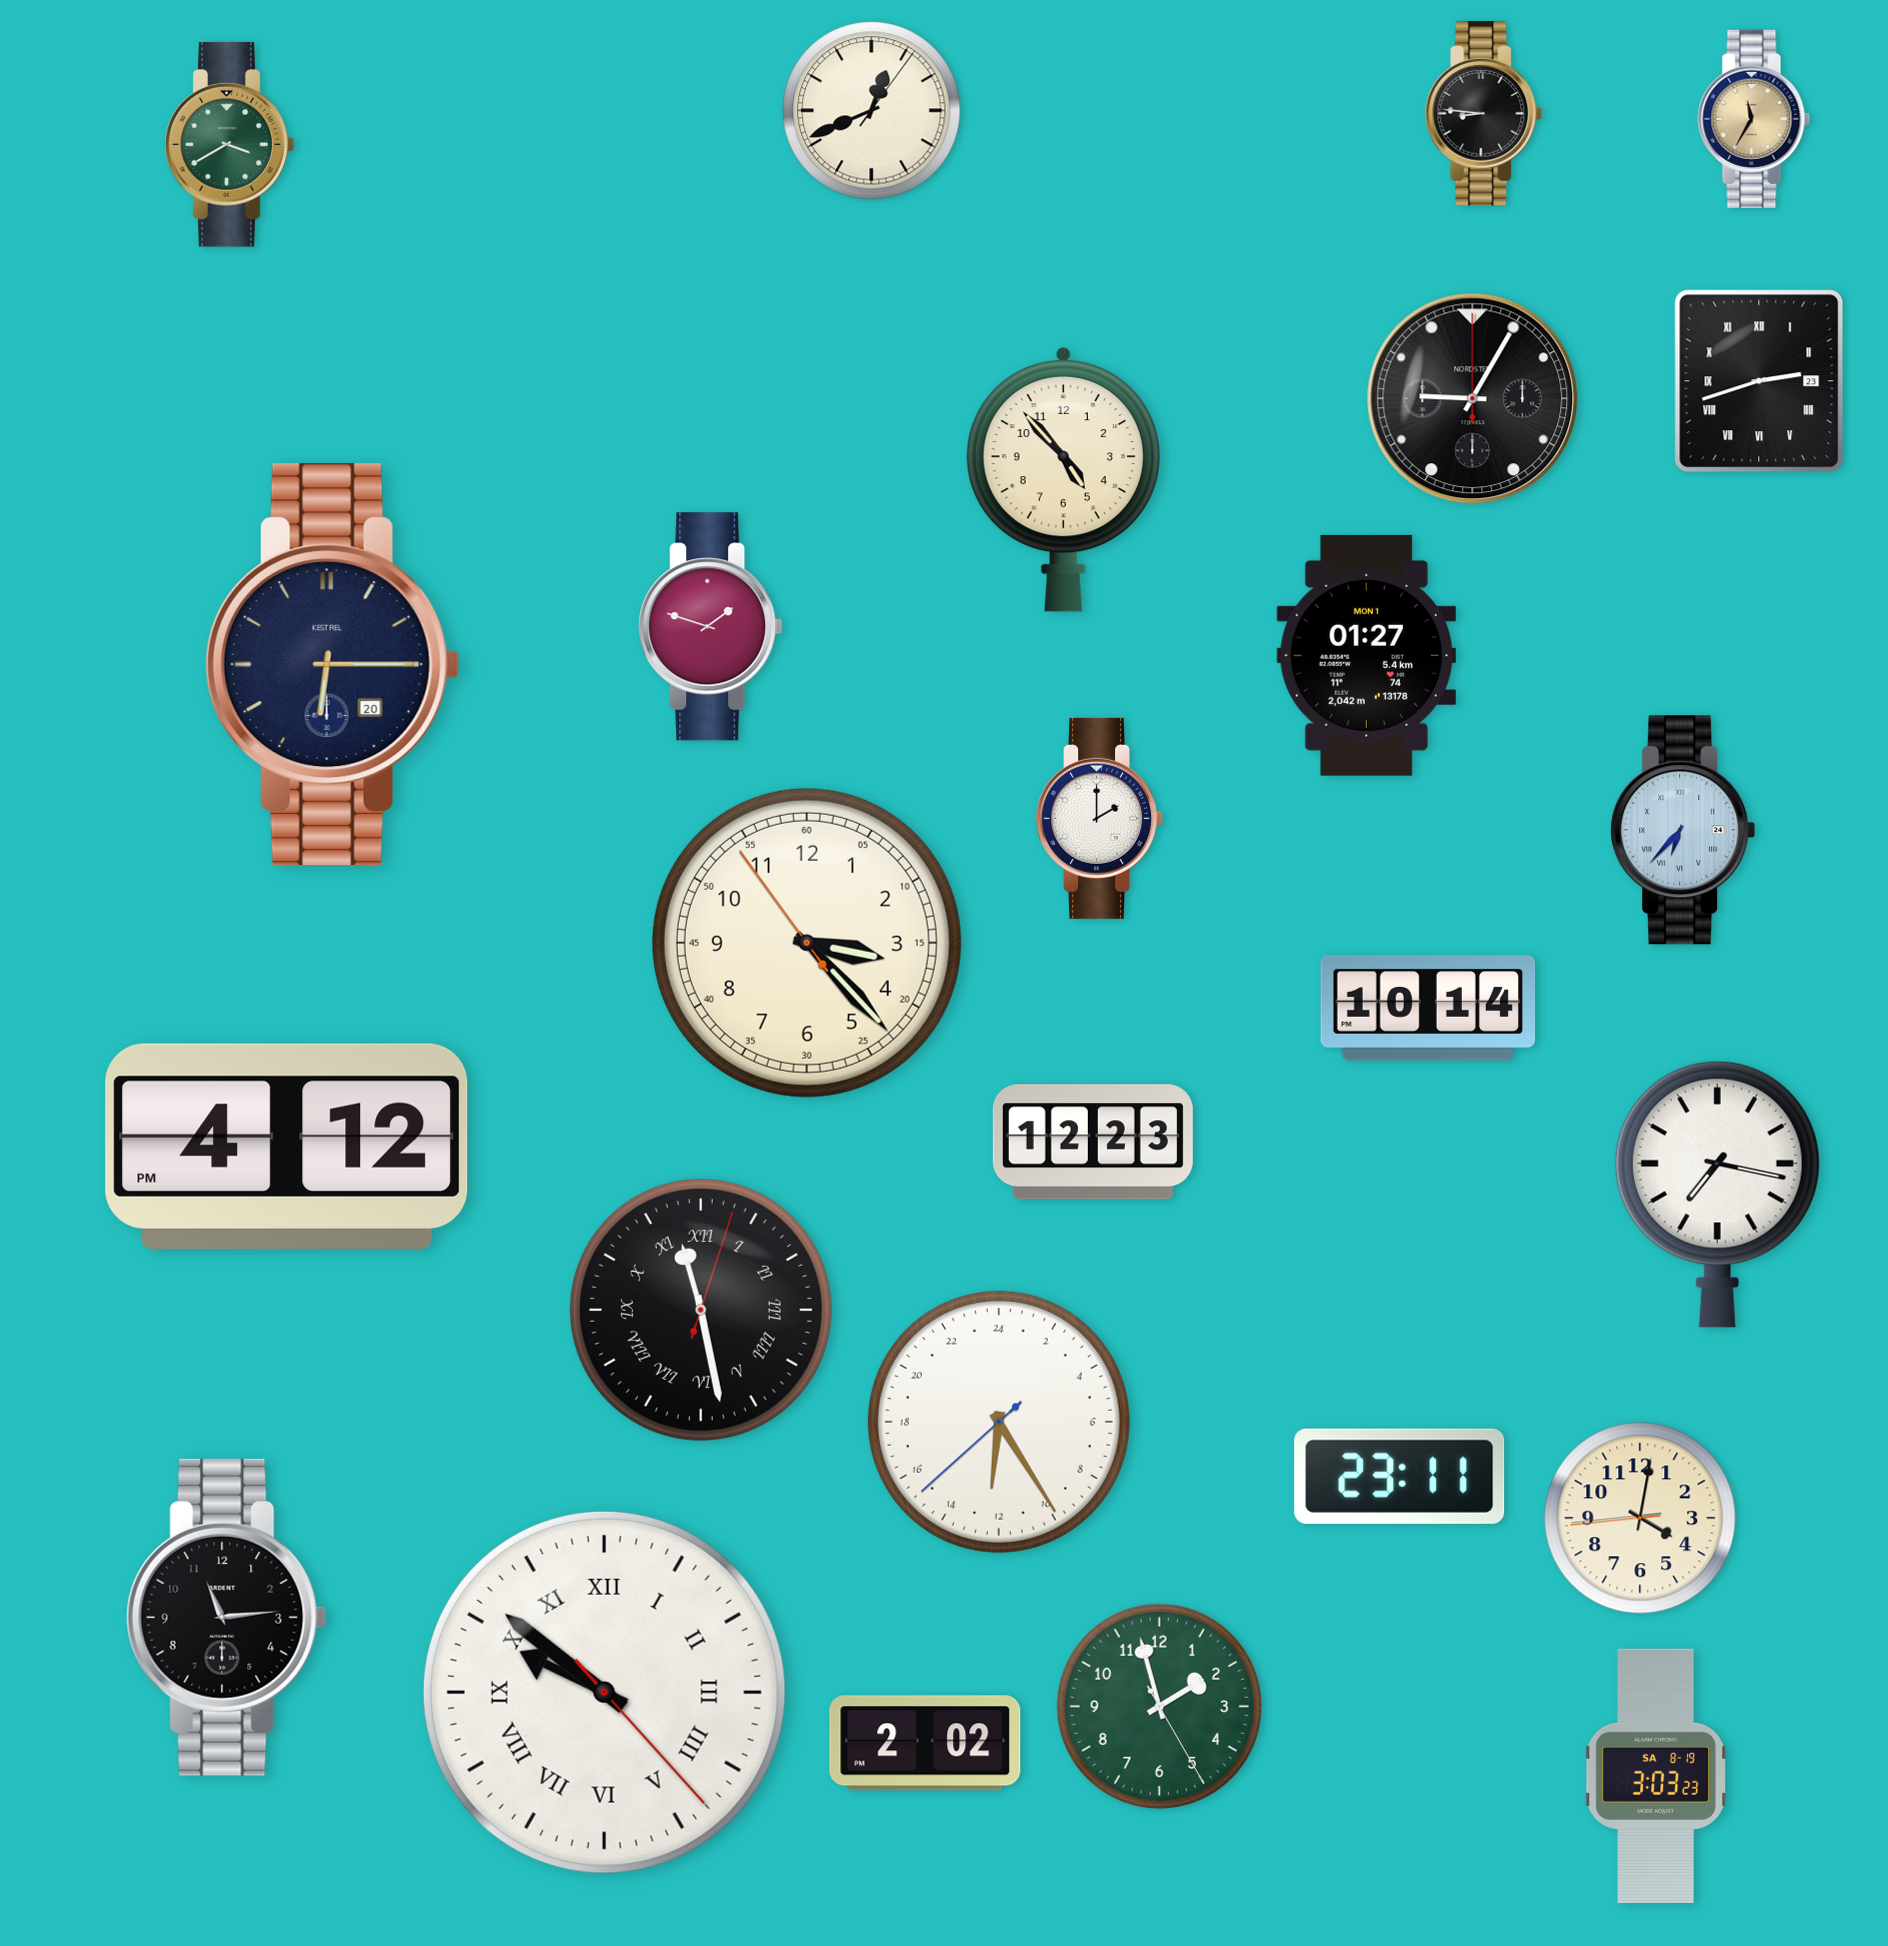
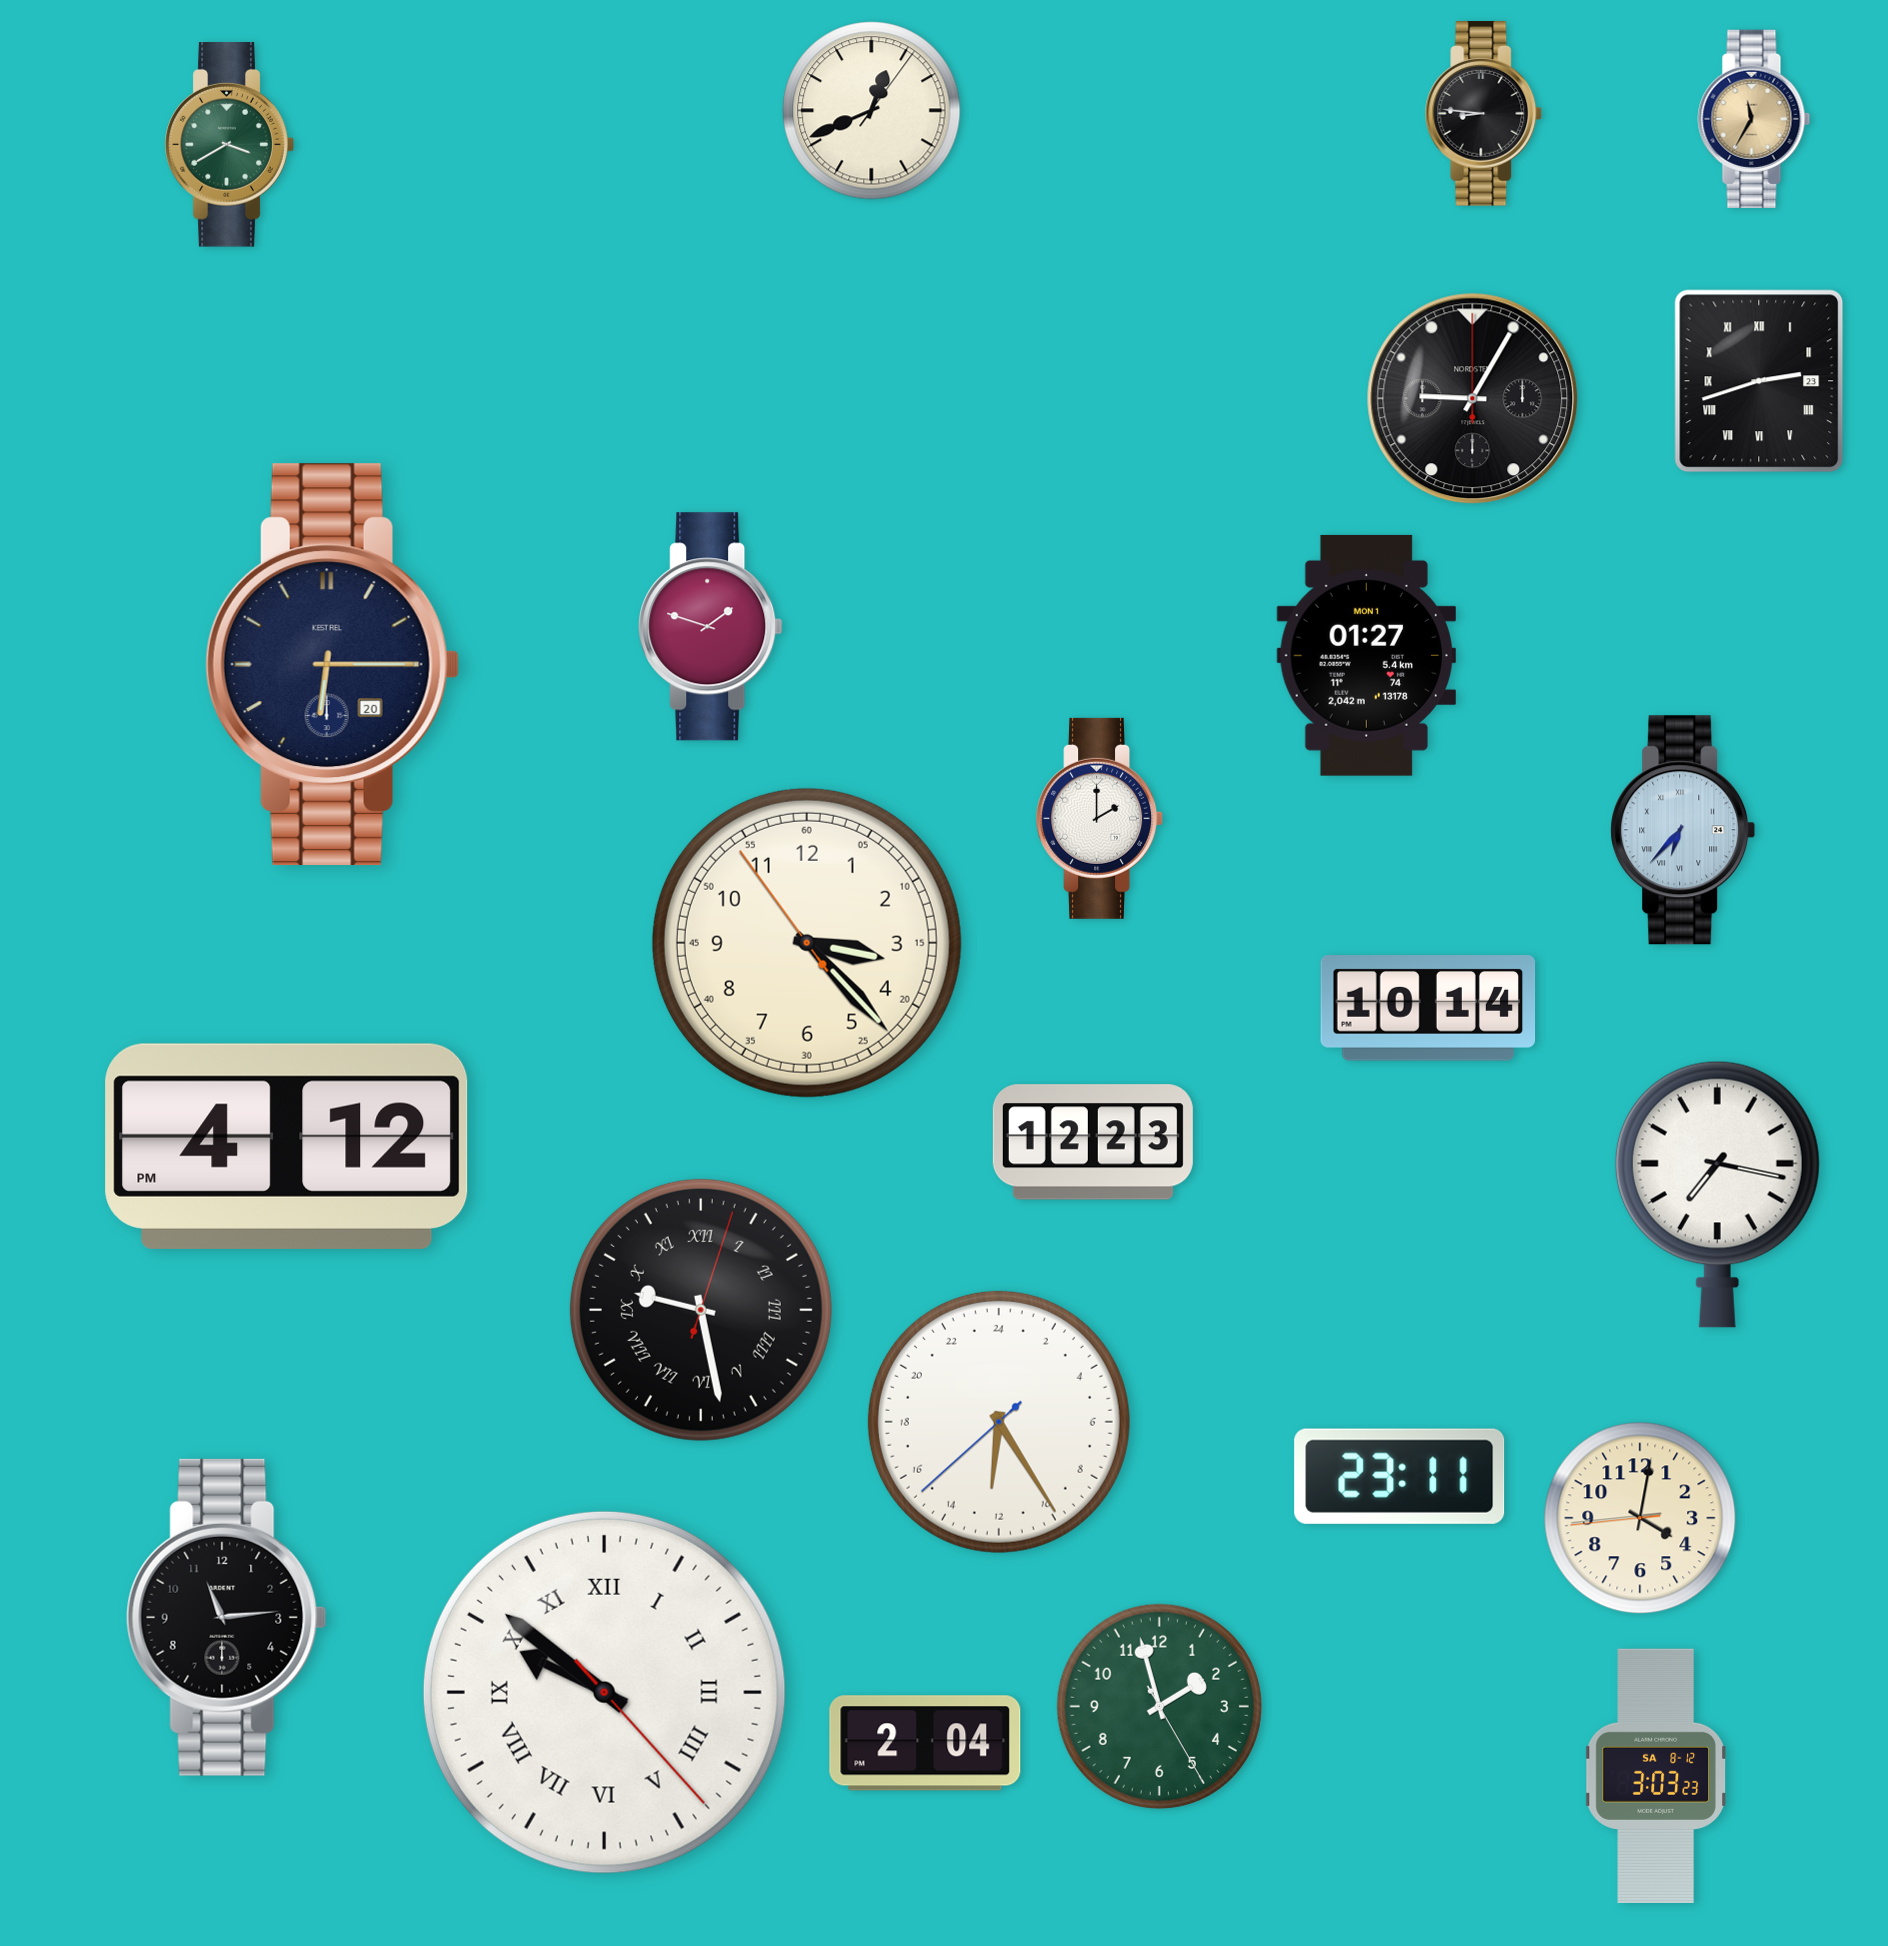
clock at (1063, 479): 4:53 -> none
clock at (701, 1310): 11:28 -> 9:28
clock at (925, 1743): 2:02 -> 2:04
clock at (1656, 1776) date: SA 8-19 -> SA 8-12
